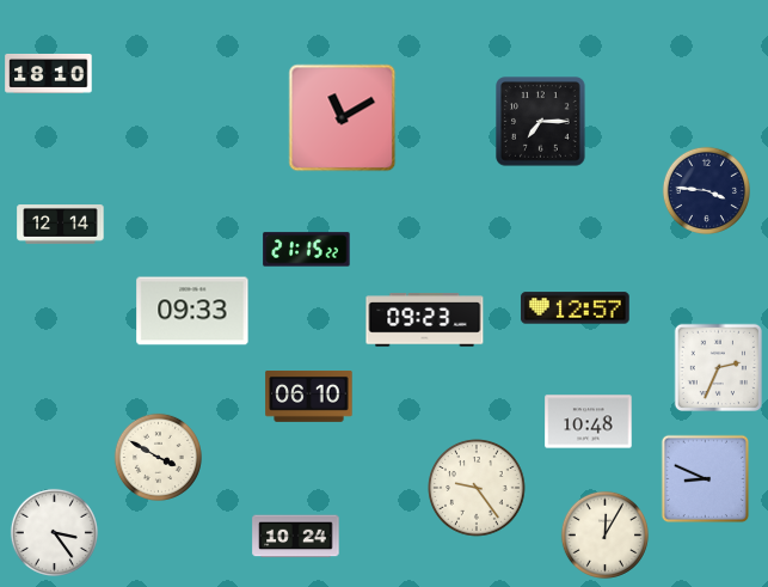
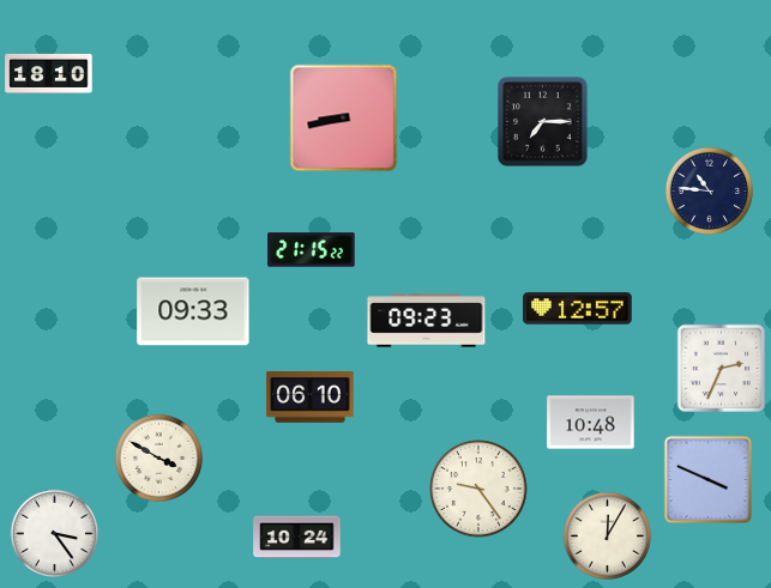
clock at (343, 118): 11:10 -> 8:43
clock at (706, 190): 3:46 -> 10:46
clock at (61, 225): 12:14 -> none
clock at (307, 250) position: (307, 250) -> (312, 250)
clock at (706, 479): 8:49 -> 3:49
